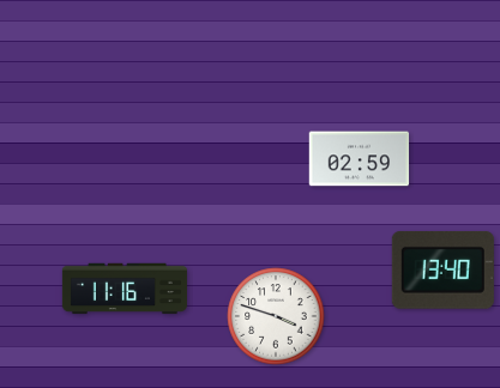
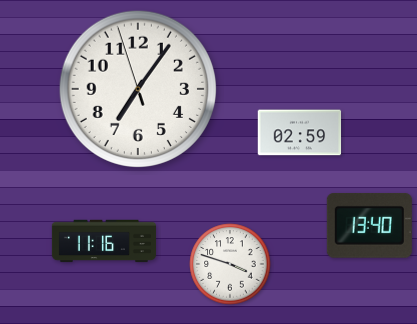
clock at (137, 88): none -> 7:05
